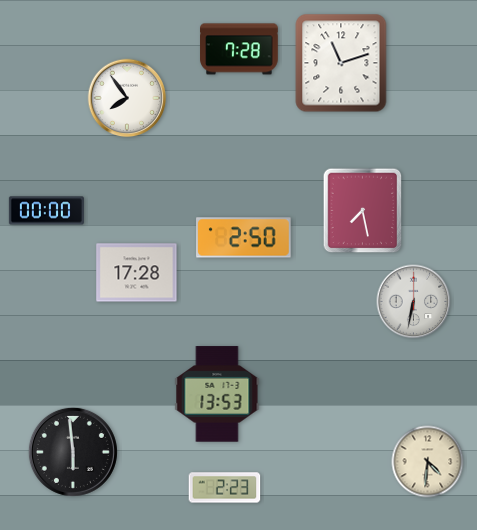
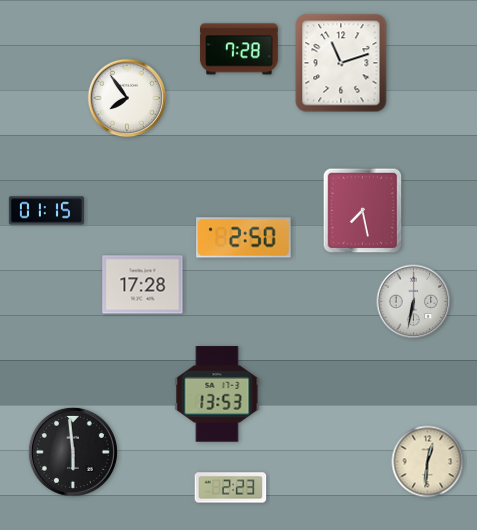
clock at (46, 211): 00:00 -> 01:15
clock at (137, 273) position: (137, 273) -> (143, 285)
clock at (428, 462): 4:31 -> 12:31
clock at (225, 488) position: (225, 488) -> (231, 488)
